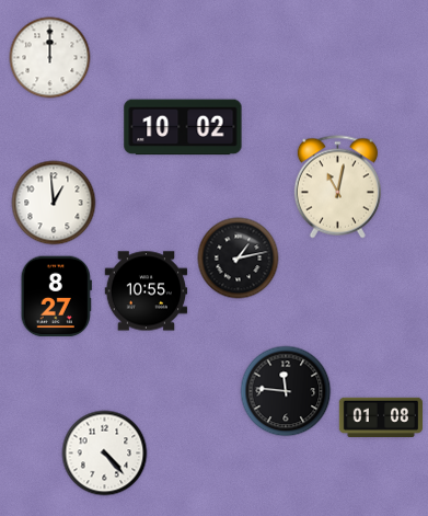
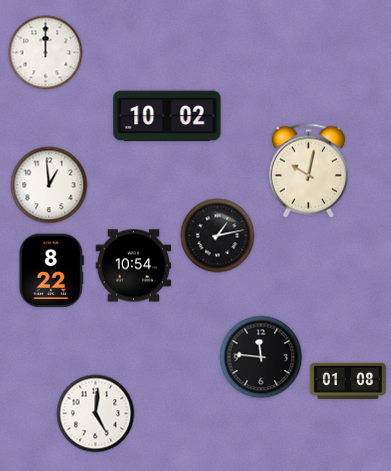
clock at (337, 187): 11:02 -> 10:02
clock at (147, 291): 10:55 -> 10:54
clock at (56, 297): 8:27 -> 8:22
clock at (105, 454): 4:23 -> 5:01
